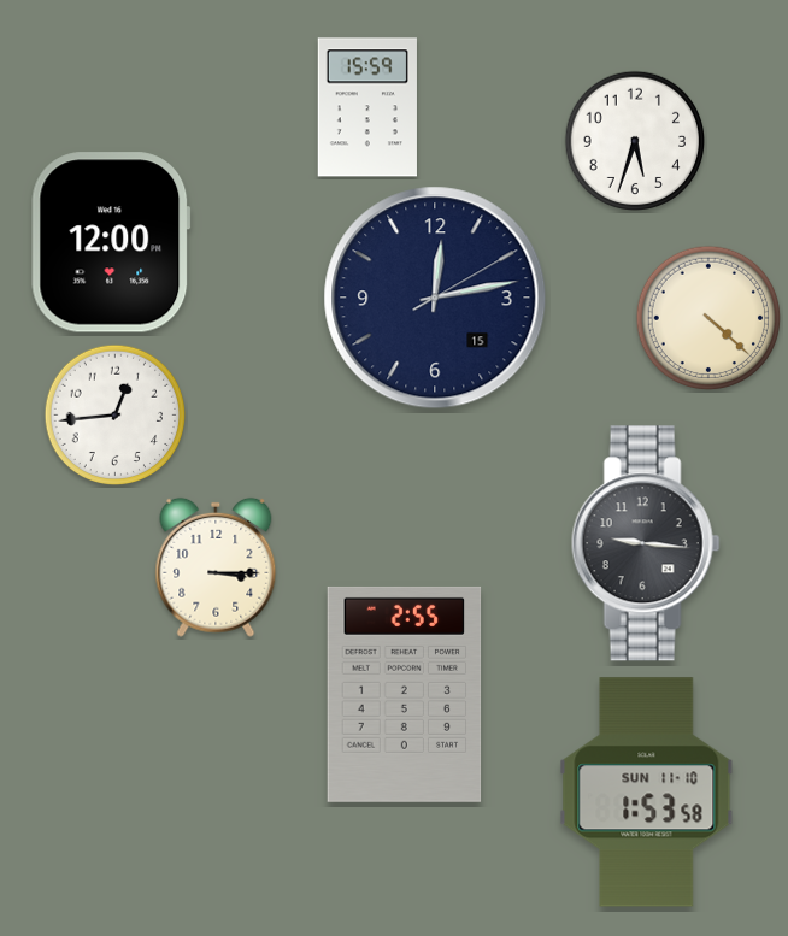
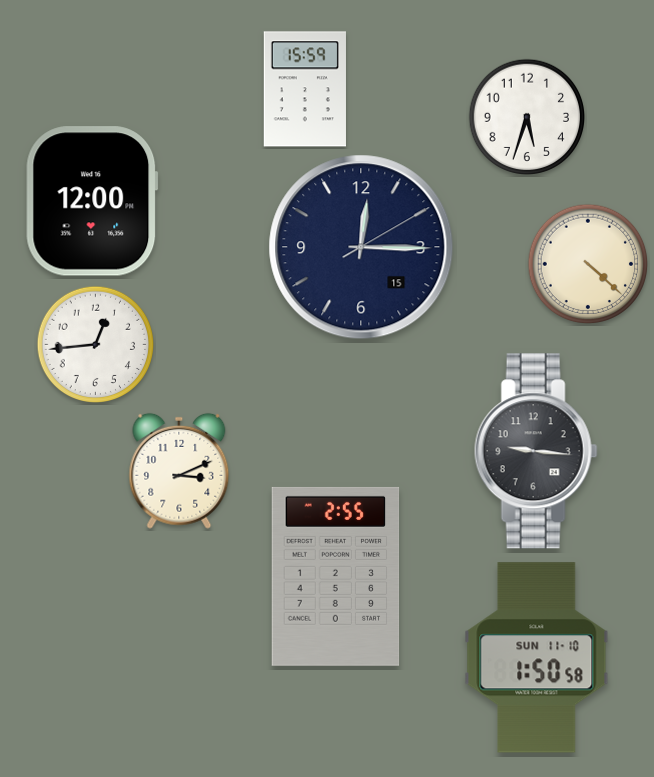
clock at (435, 298): 12:13 -> 12:15
clock at (216, 567): 3:15 -> 3:11
clock at (647, 793): 1:53 -> 1:50
